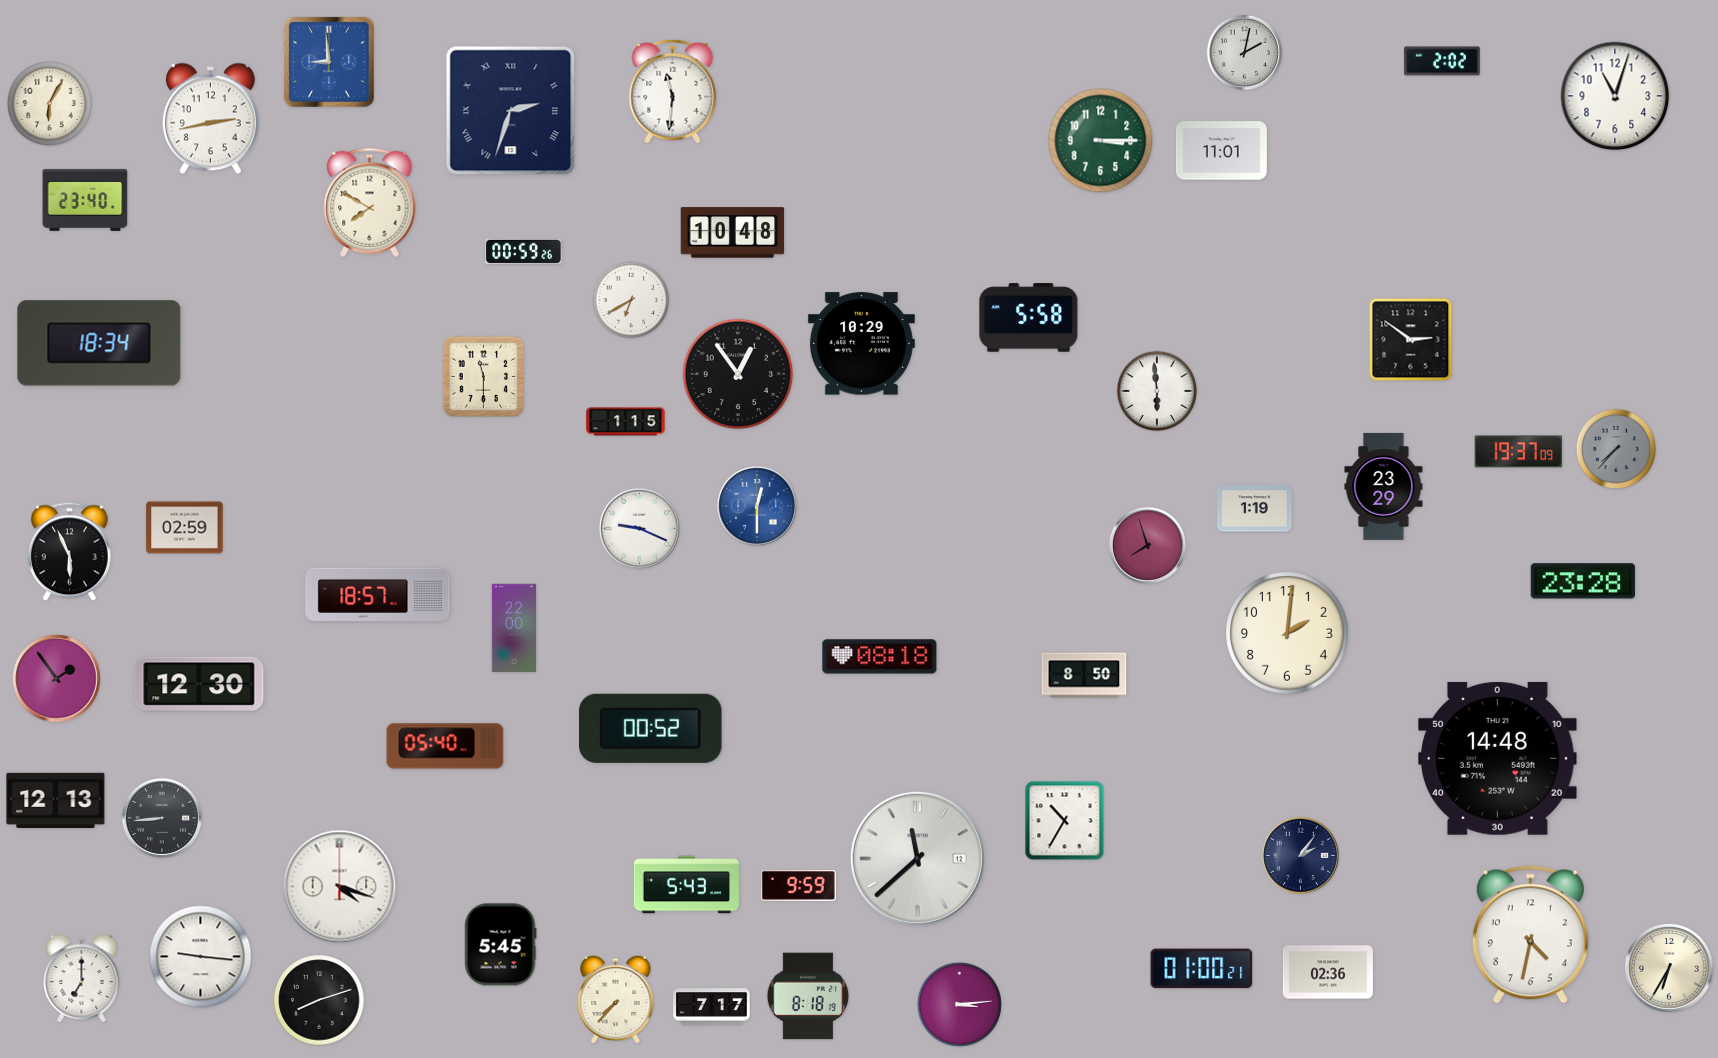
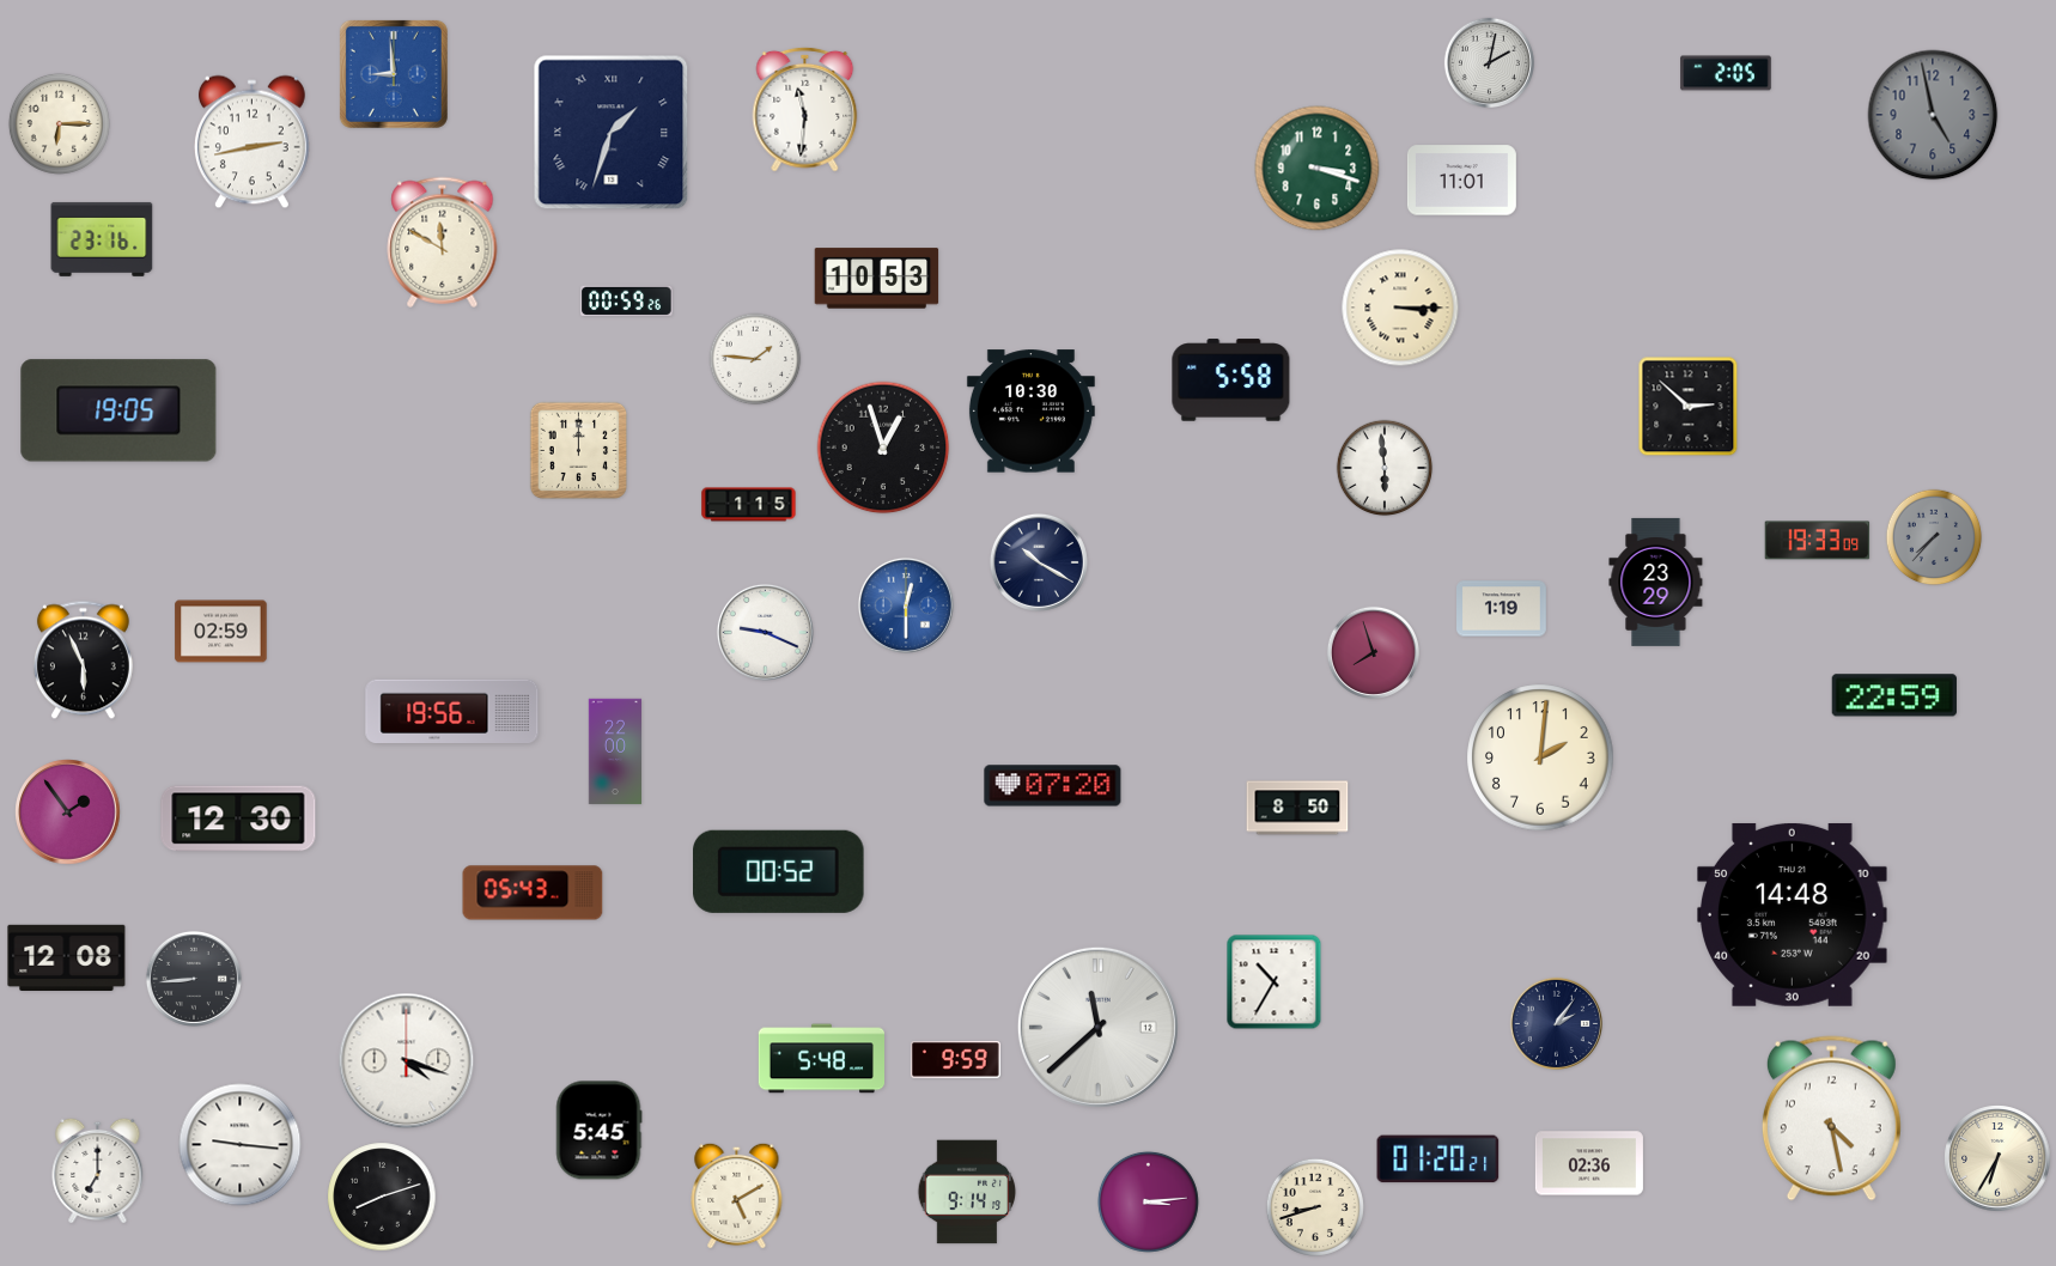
clock at (1442, 61): 2:02 -> 2:05
clock at (1615, 96): 11:03 -> 4:58
clock at (1615, 96) dial: white -> grey
clock at (49, 103): 6:05 -> 6:15
clock at (511, 111): 2:33 -> 1:33
clock at (1101, 141): 3:15 -> 3:18
clock at (85, 200): 23:40 -> 23:16
clock at (370, 202): 7:50 -> 11:50
clock at (733, 233): 10:48 -> 10:53
clock at (1400, 308): none -> 3:15
clock at (631, 300): 6:40 -> 1:46
clock at (1411, 340): 2:51 -> 2:52
clock at (99, 343): 18:34 -> 19:05
clock at (861, 344): 10:29 -> 10:30
clock at (738, 374): 12:54 -> 12:57
clock at (483, 376): 11:30 -> 12:00
clock at (1519, 452): 19:37 -> 19:33
clock at (1039, 562): none -> 10:20
clock at (1583, 581): 23:28 -> 22:59
clock at (378, 594): 18:57 -> 19:56
clock at (880, 657): 08:18 -> 07:20
clock at (445, 746): 05:40 -> 05:43
clock at (1498, 758) position: (1498, 758) -> (1793, 914)
clock at (56, 800): 12:13 -> 12:08
clock at (686, 885): 5:43 -> 5:48
clock at (1530, 935): 4:32 -> 4:28
clock at (1202, 969): 01:00 -> 01:20
clock at (808, 996): 8:18 -> 9:14
clock at (616, 999): 7:37 -> 5:10
clock at (712, 1007): 7:17 -> none
clock at (1315, 1207): none -> 8:42
